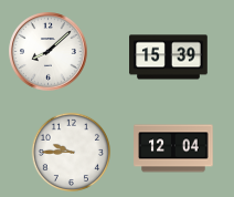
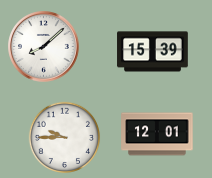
clock at (173, 148): 12:04 -> 12:01
